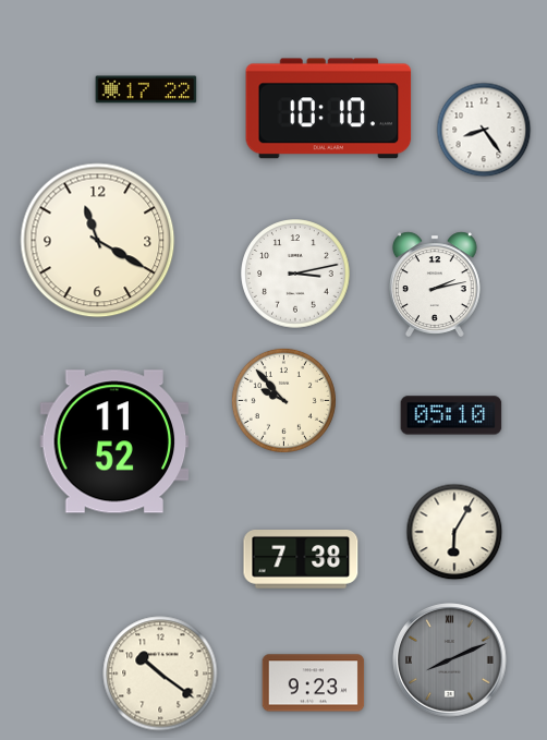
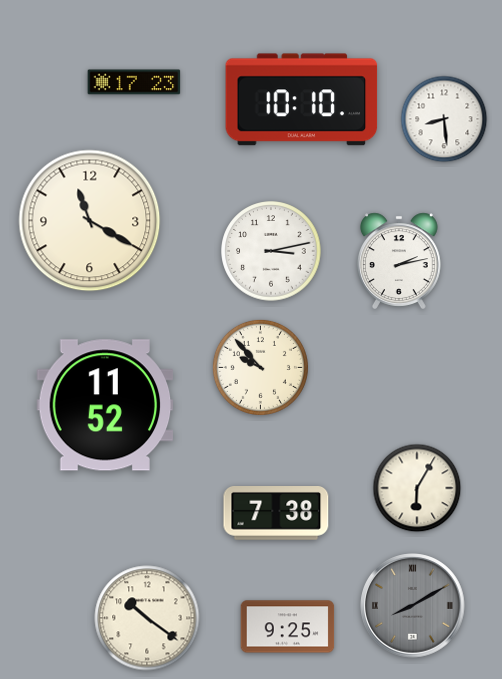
clock at (146, 89): 17:22 -> 17:23
clock at (484, 130): 8:24 -> 8:29
clock at (451, 415): 05:10 -> none
clock at (450, 660): 8:11 -> 8:10
clock at (314, 683): 9:23 -> 9:25
